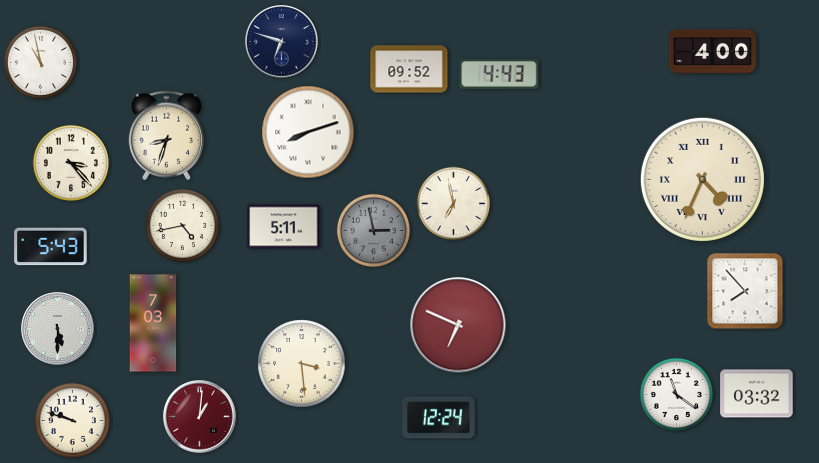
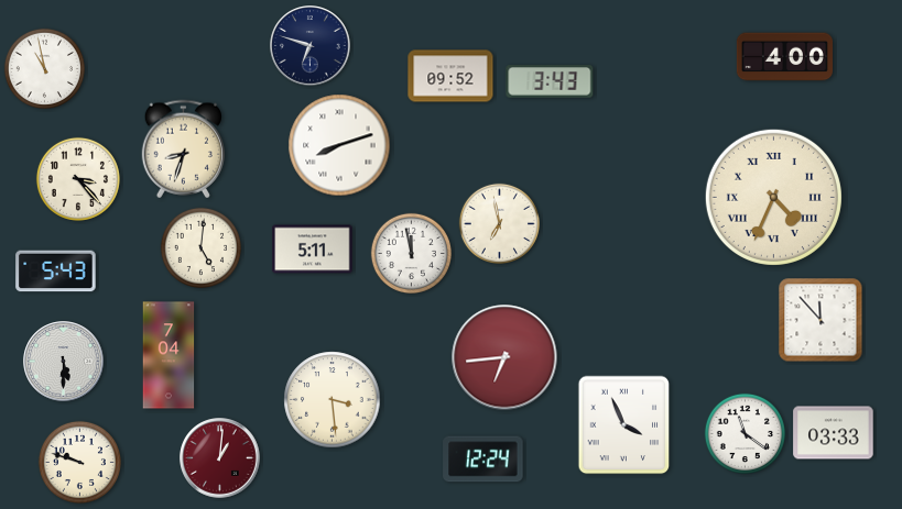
clock at (499, 74): 4:43 -> 3:43
clock at (182, 225): 4:43 -> 5:01
clock at (373, 230): 2:58 -> 11:58
clock at (373, 230) dial: grey -> white
clock at (745, 291): 7:53 -> 11:53
clock at (153, 323): 7:03 -> 7:04
clock at (458, 325): 6:49 -> 6:44
clock at (624, 425): none -> 3:56
clock at (757, 394): 03:32 -> 03:33
